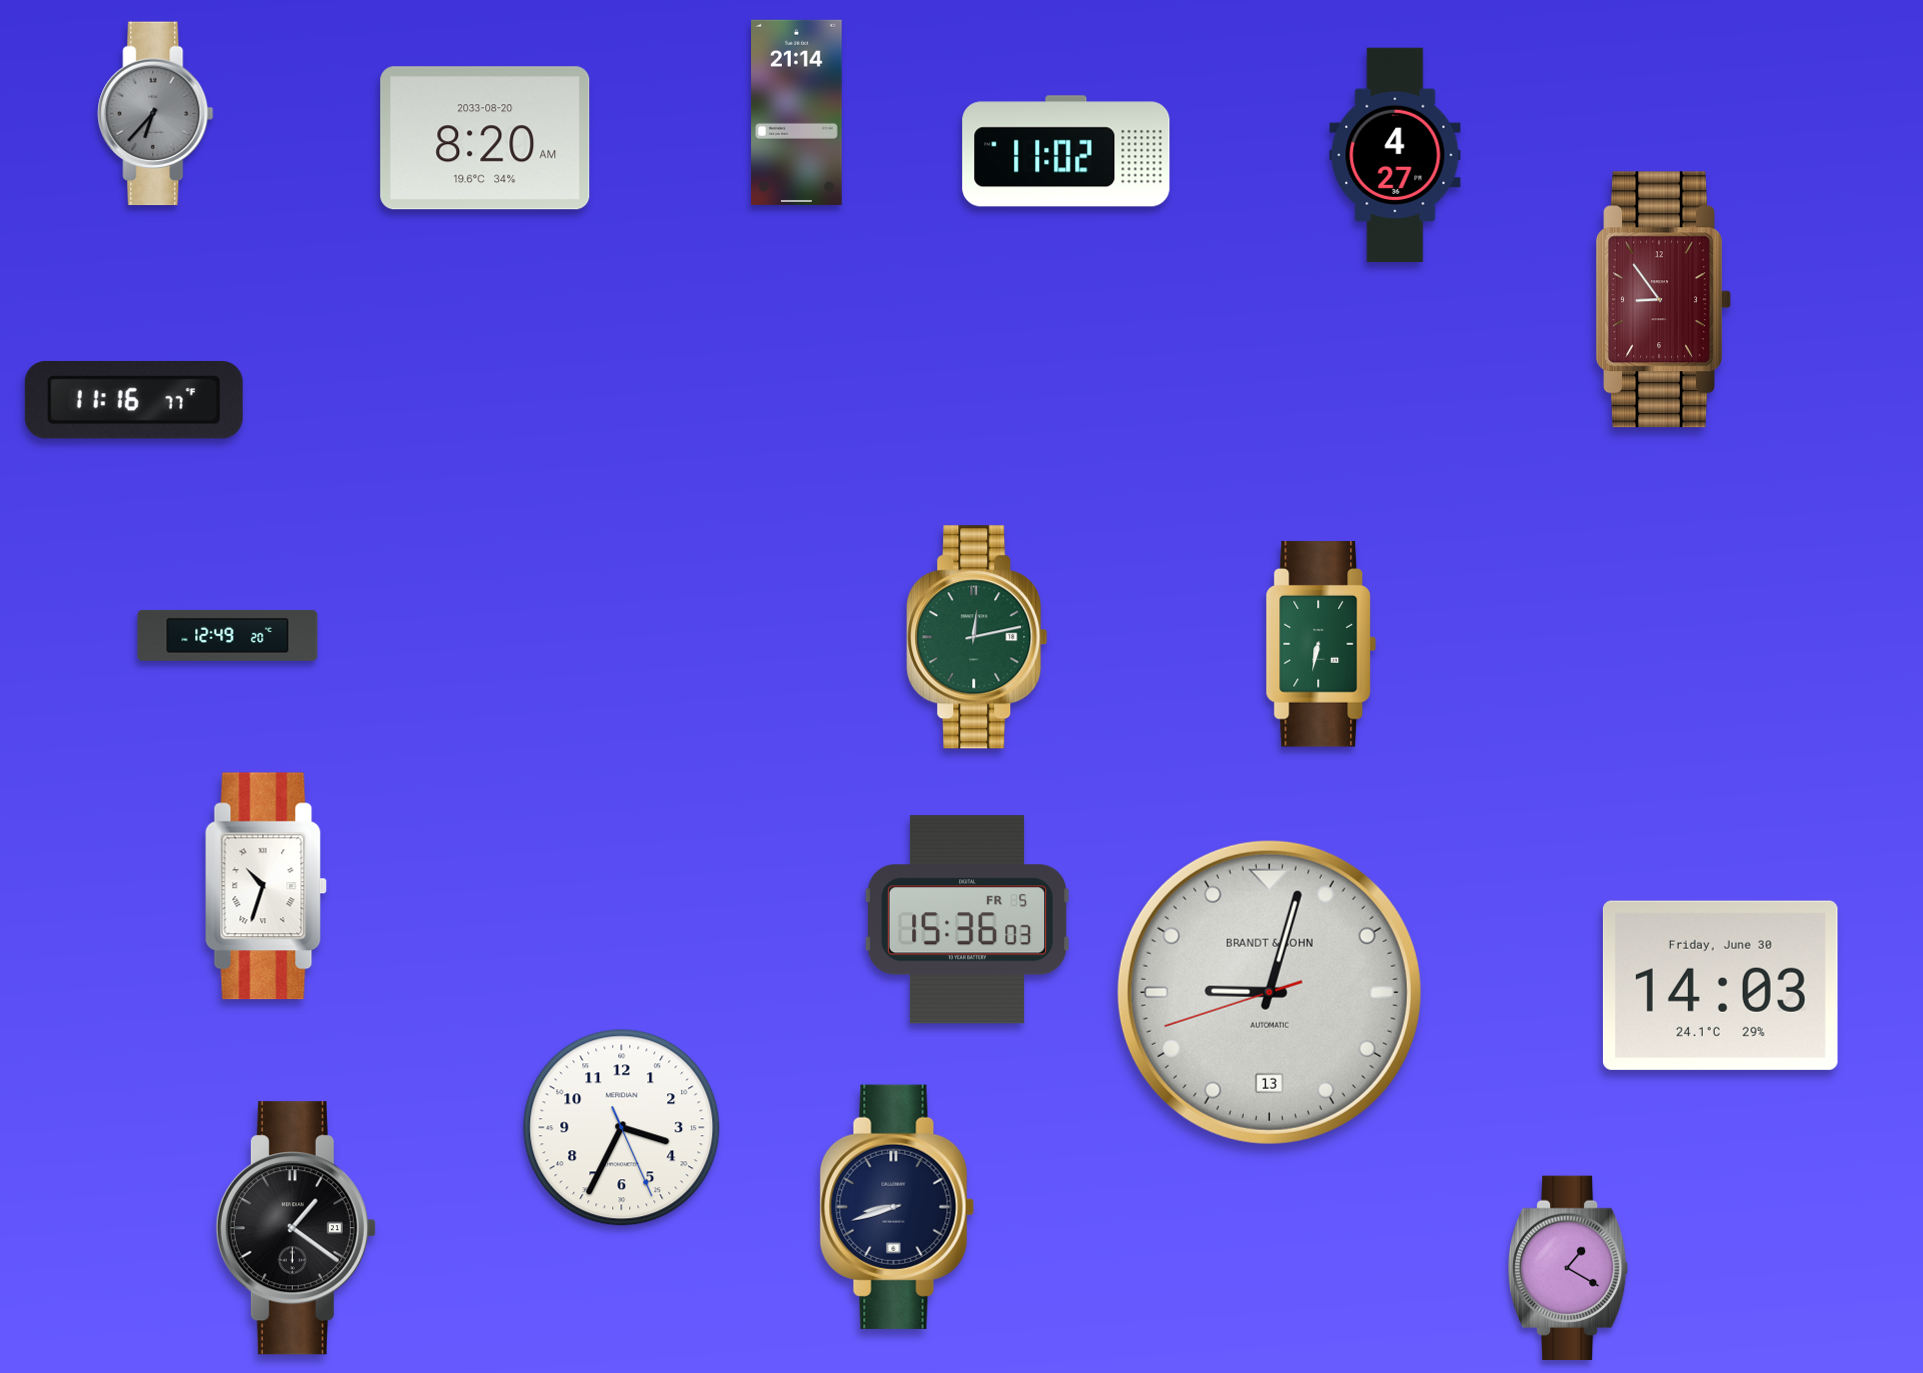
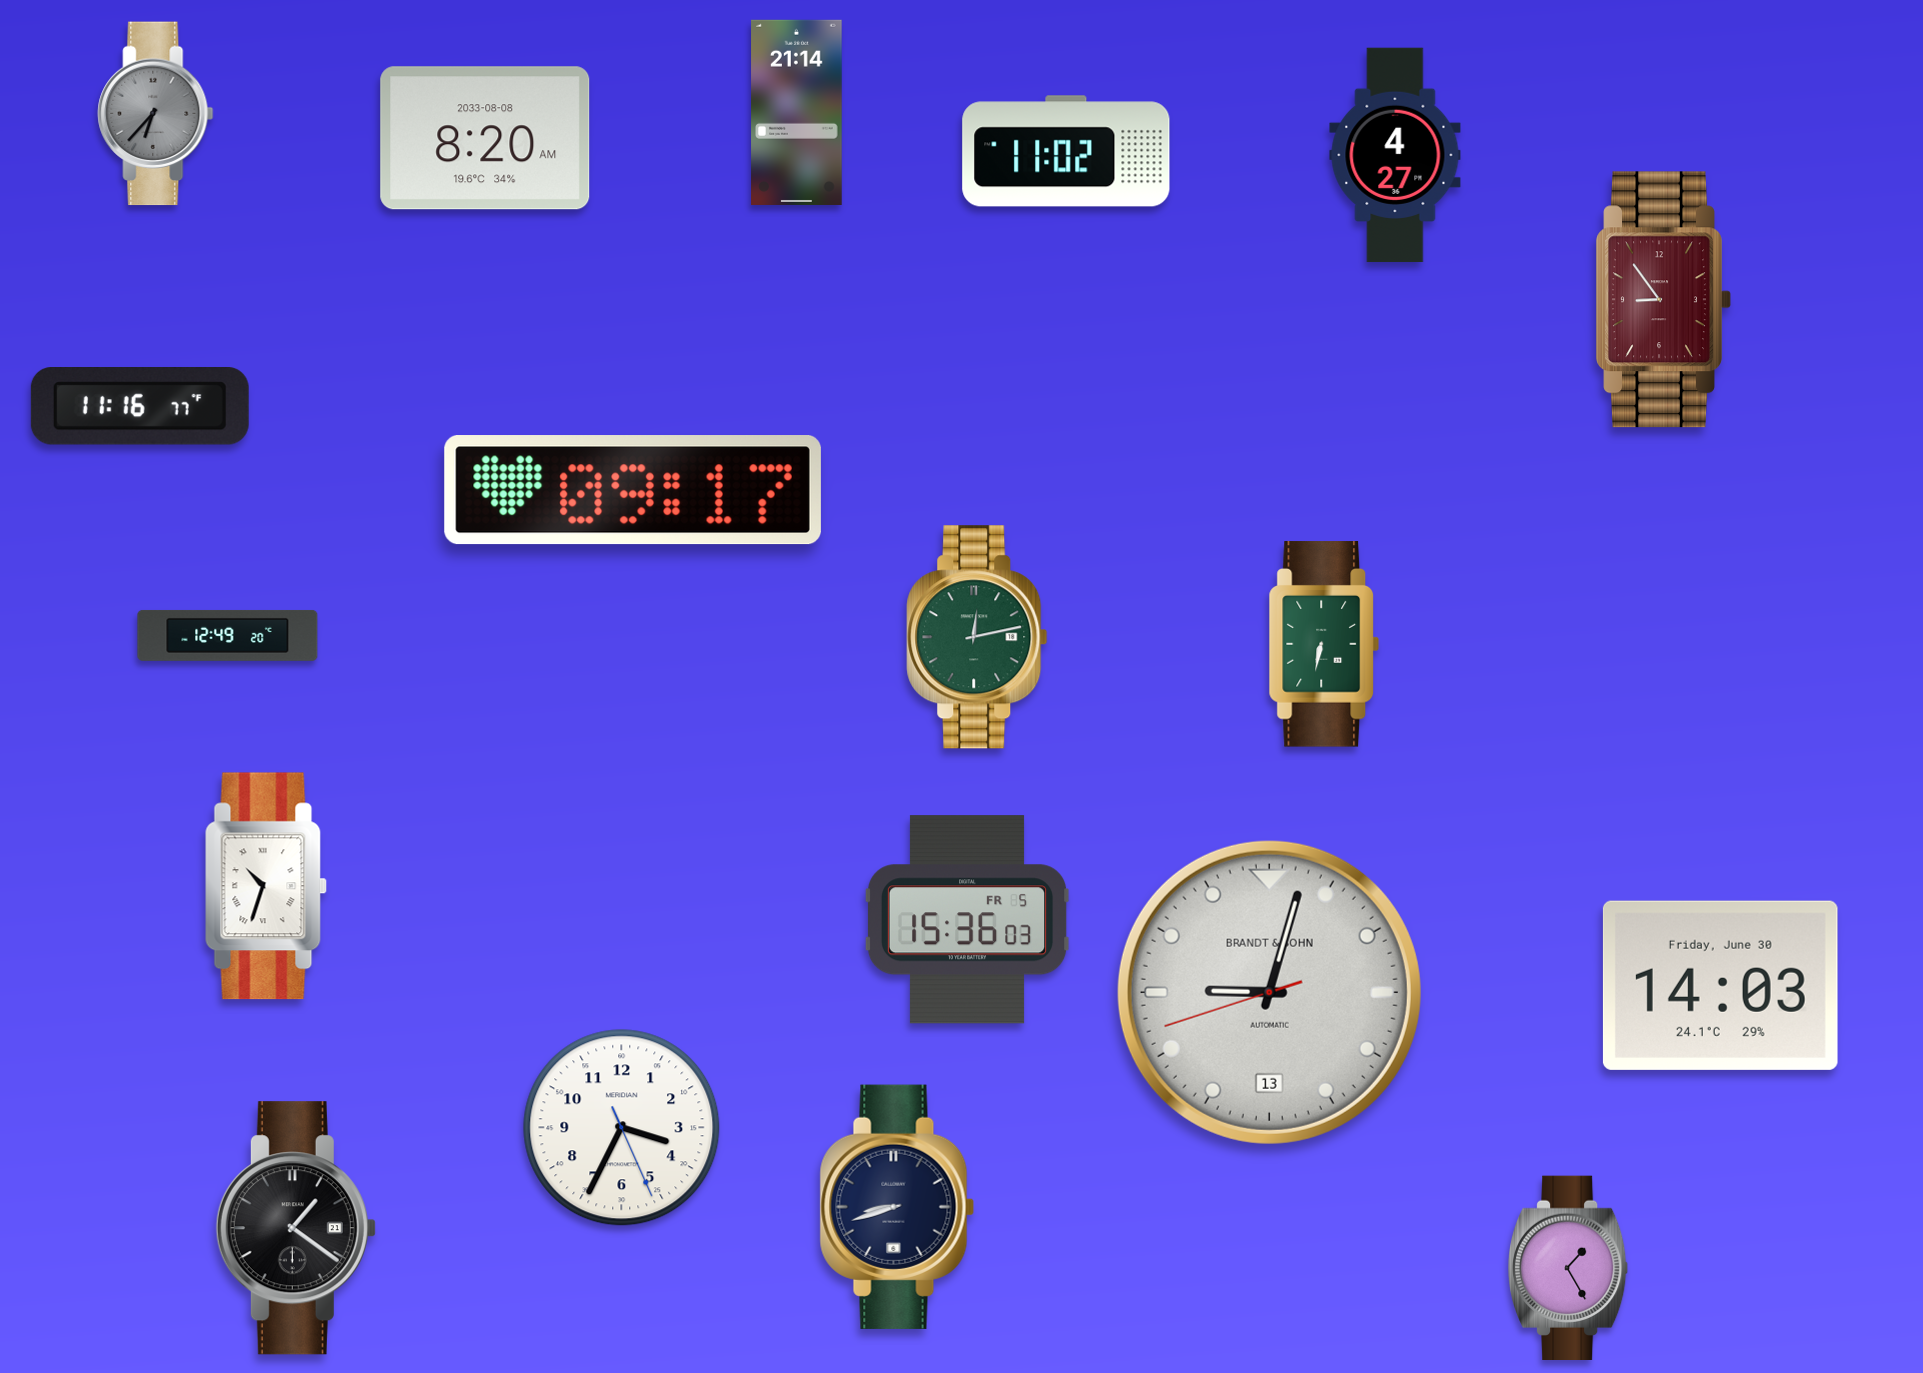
clock at (485, 138) date: 2033-08-20 -> 2033-08-08
clock at (134, 401) position: (134, 401) -> (140, 407)
clock at (633, 490): none -> 09:17
clock at (1321, 644) position: (1321, 644) -> (1324, 644)
clock at (1569, 1267): 1:20 -> 1:25
